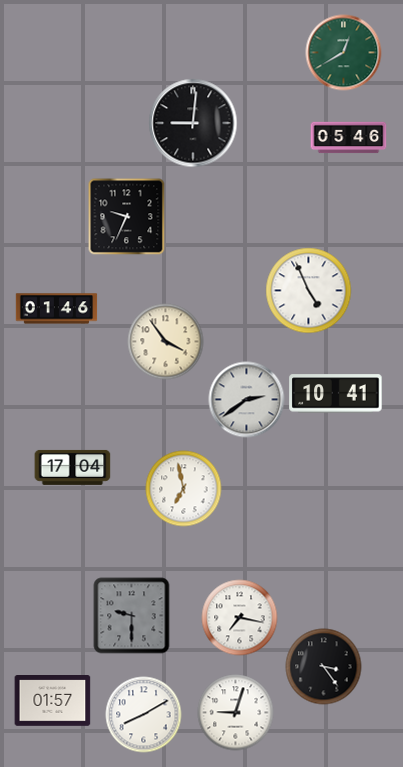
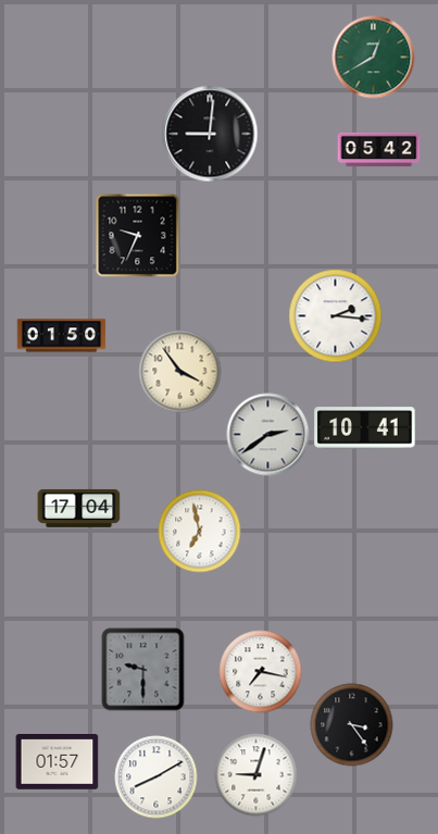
clock at (349, 138): 05:46 -> 05:42
clock at (309, 291): 4:56 -> 2:16
clock at (57, 309): 01:46 -> 01:50
